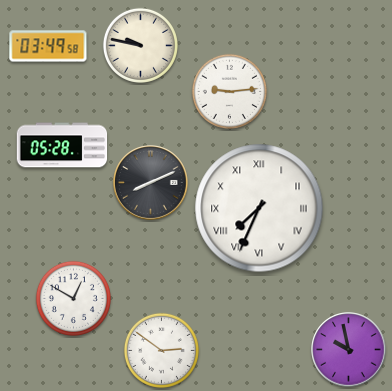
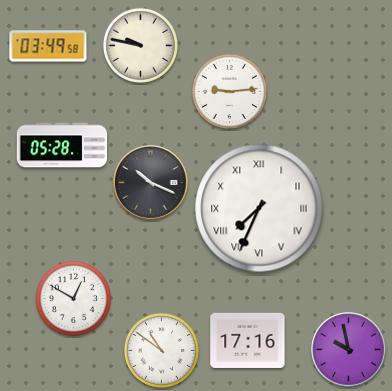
clock at (151, 183): 8:11 -> 10:19
clock at (248, 340): none -> 17:16
clock at (161, 350): 2:51 -> 10:51
